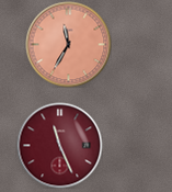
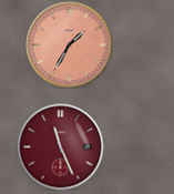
clock at (68, 44): 11:35 -> 1:35
